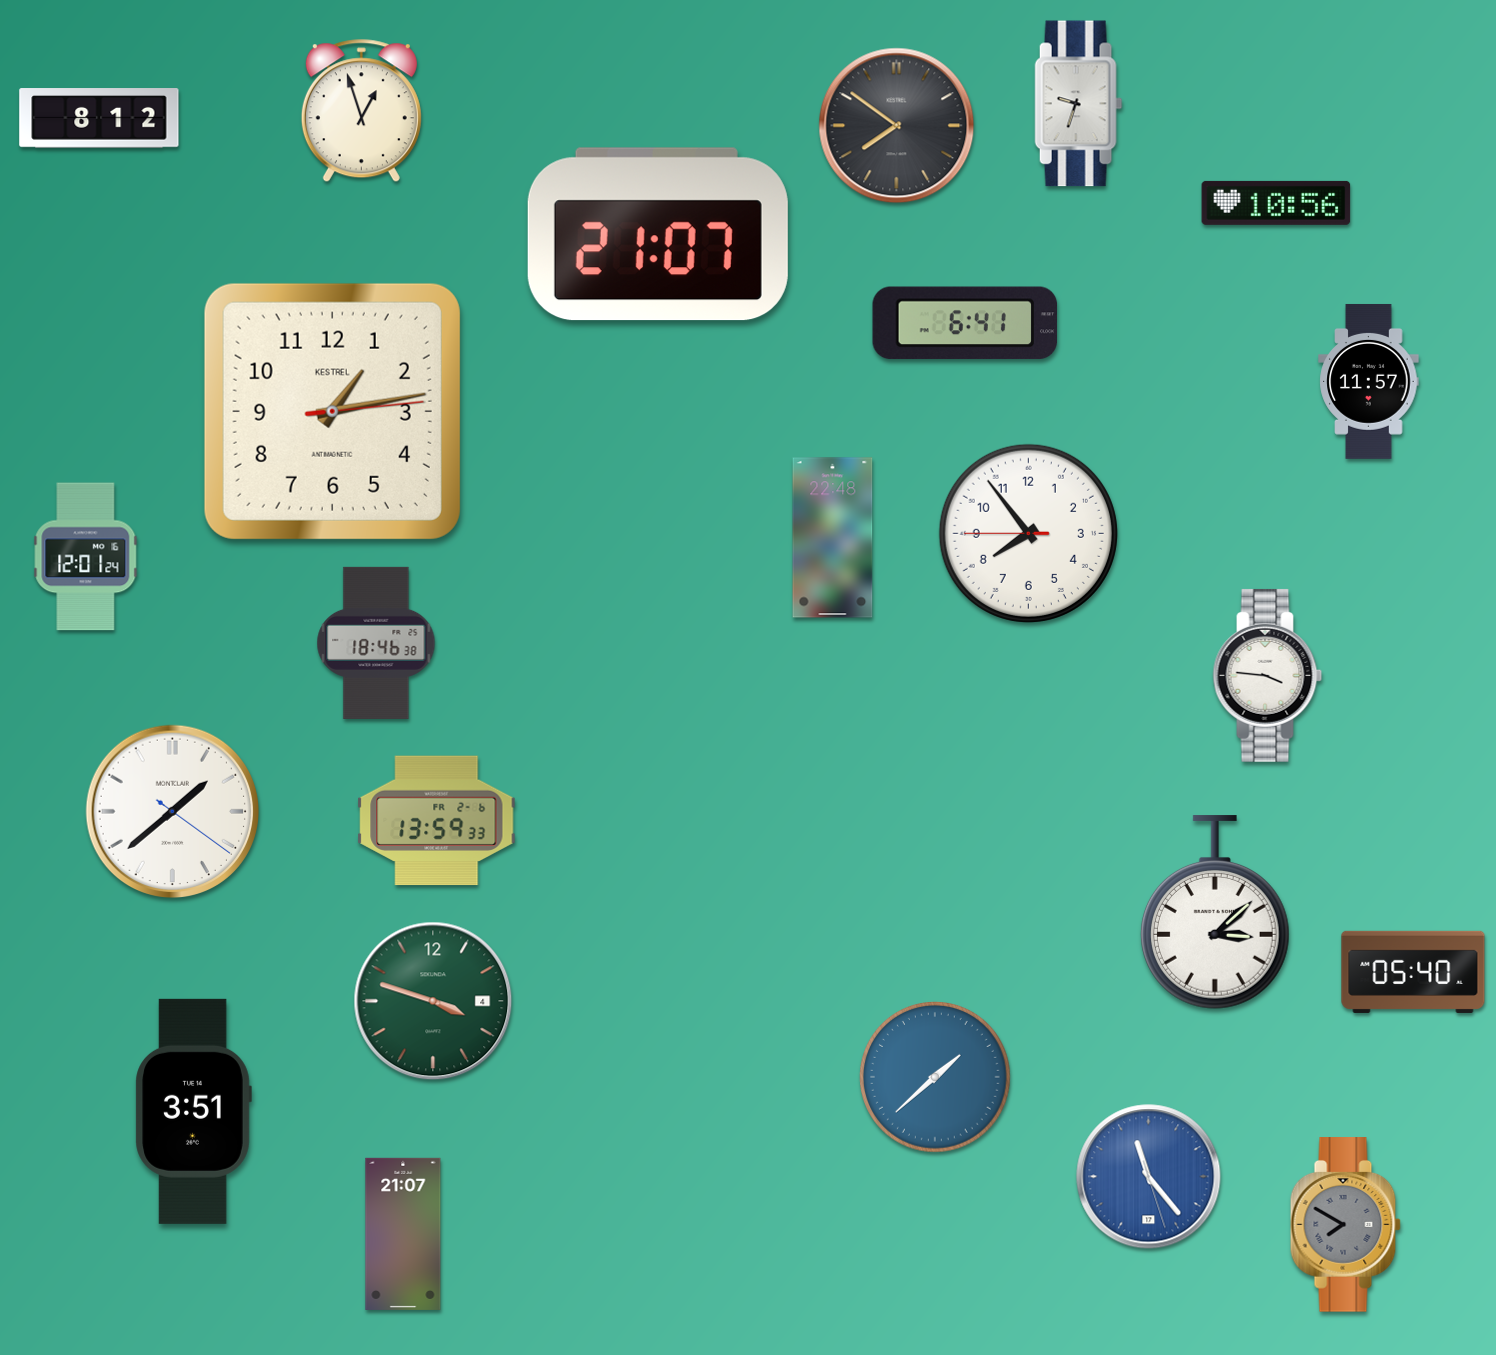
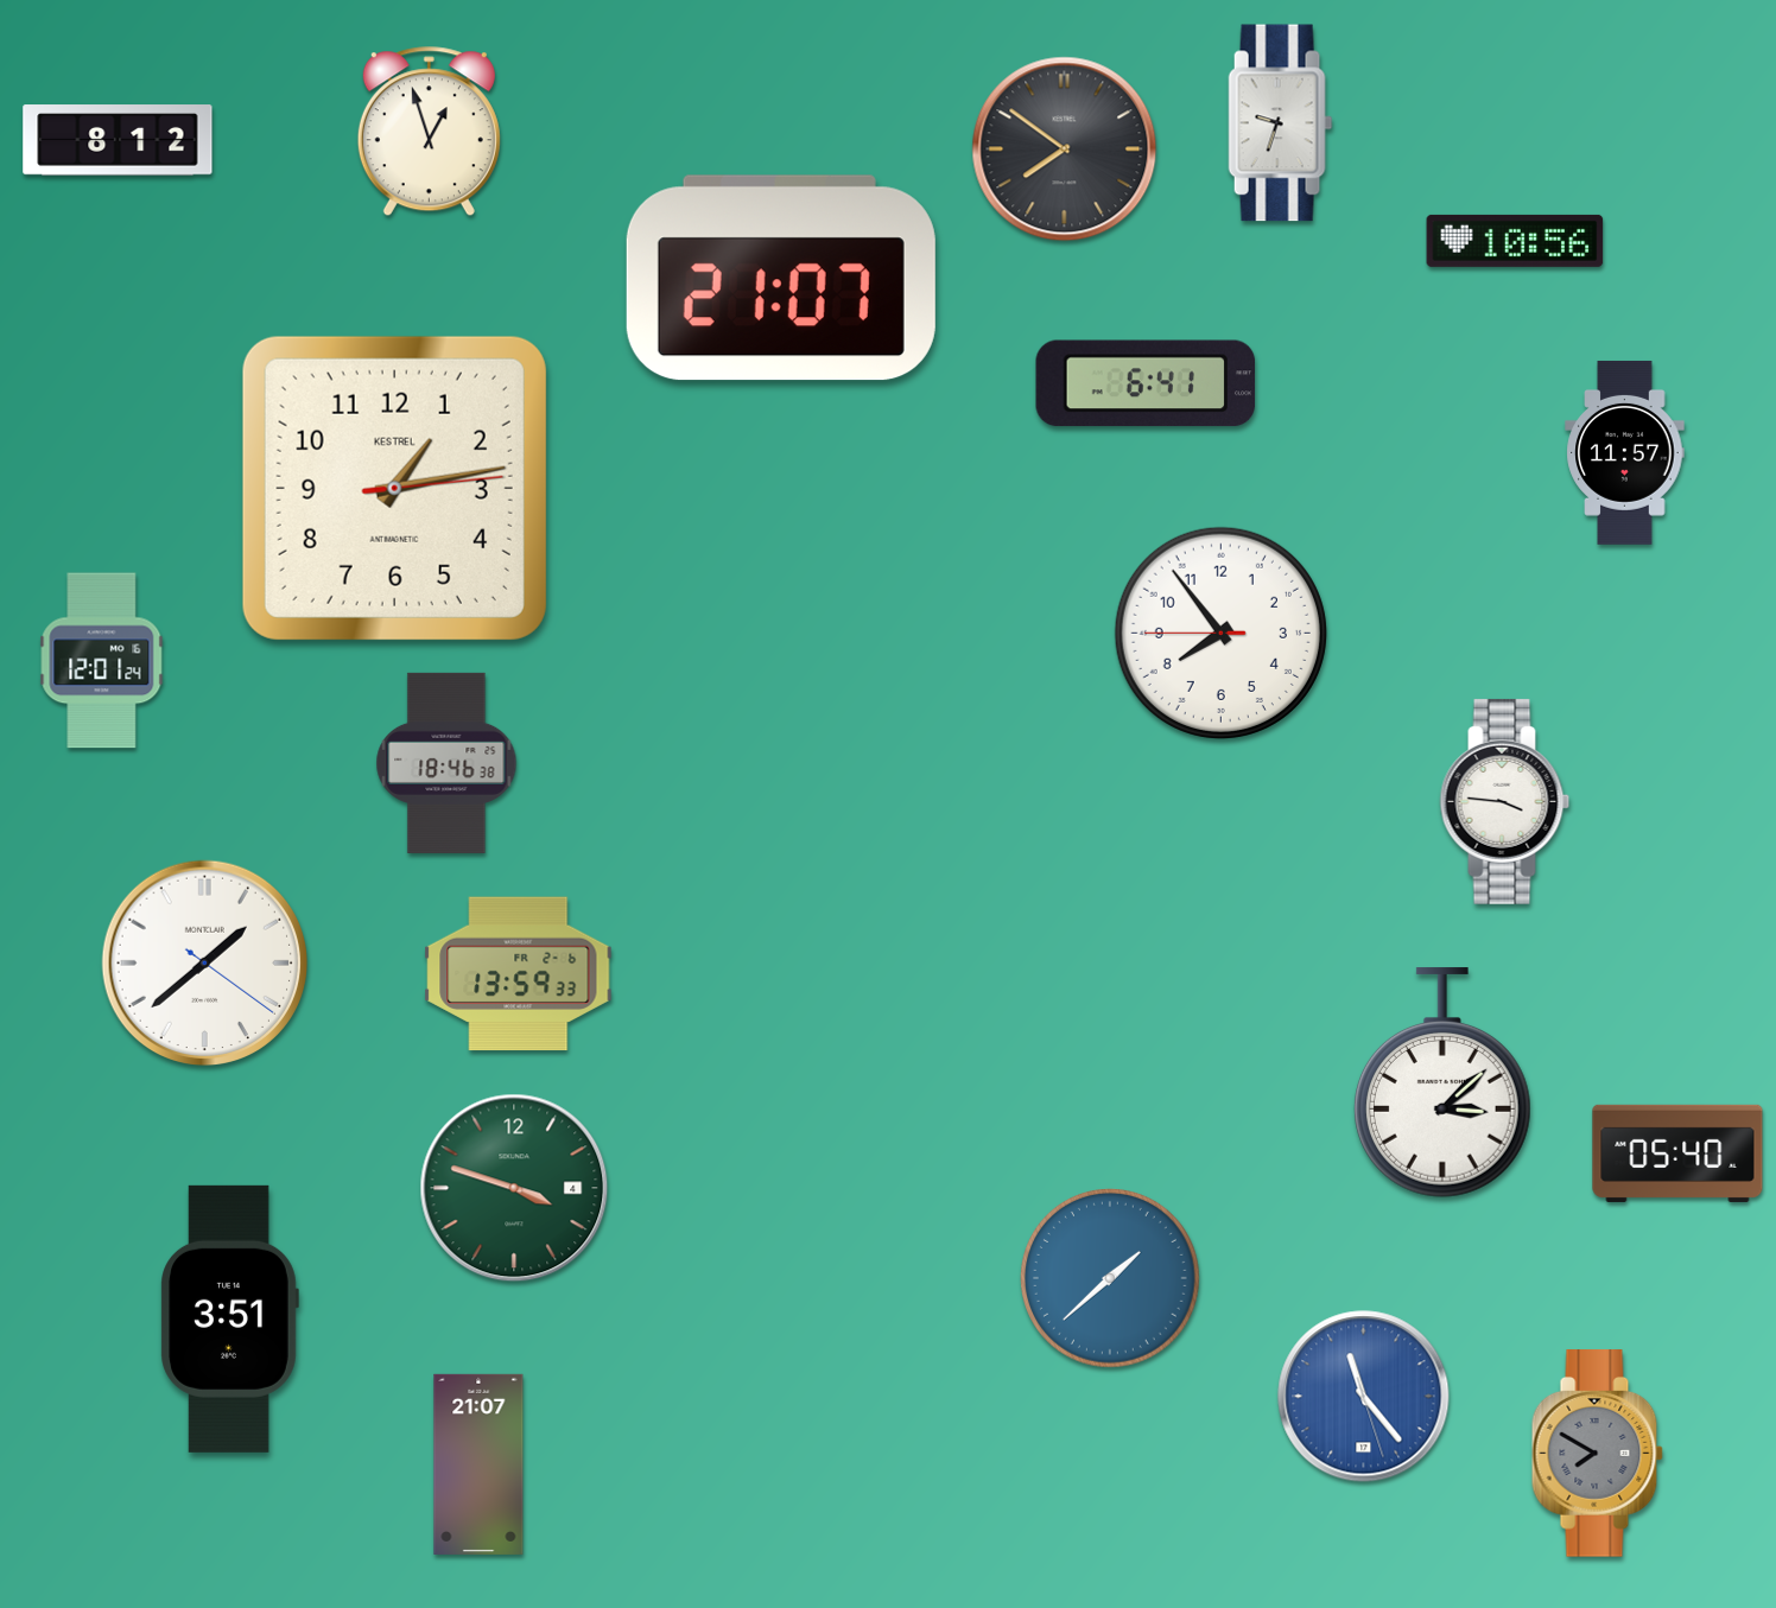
clock at (833, 538): 22:48 -> none
